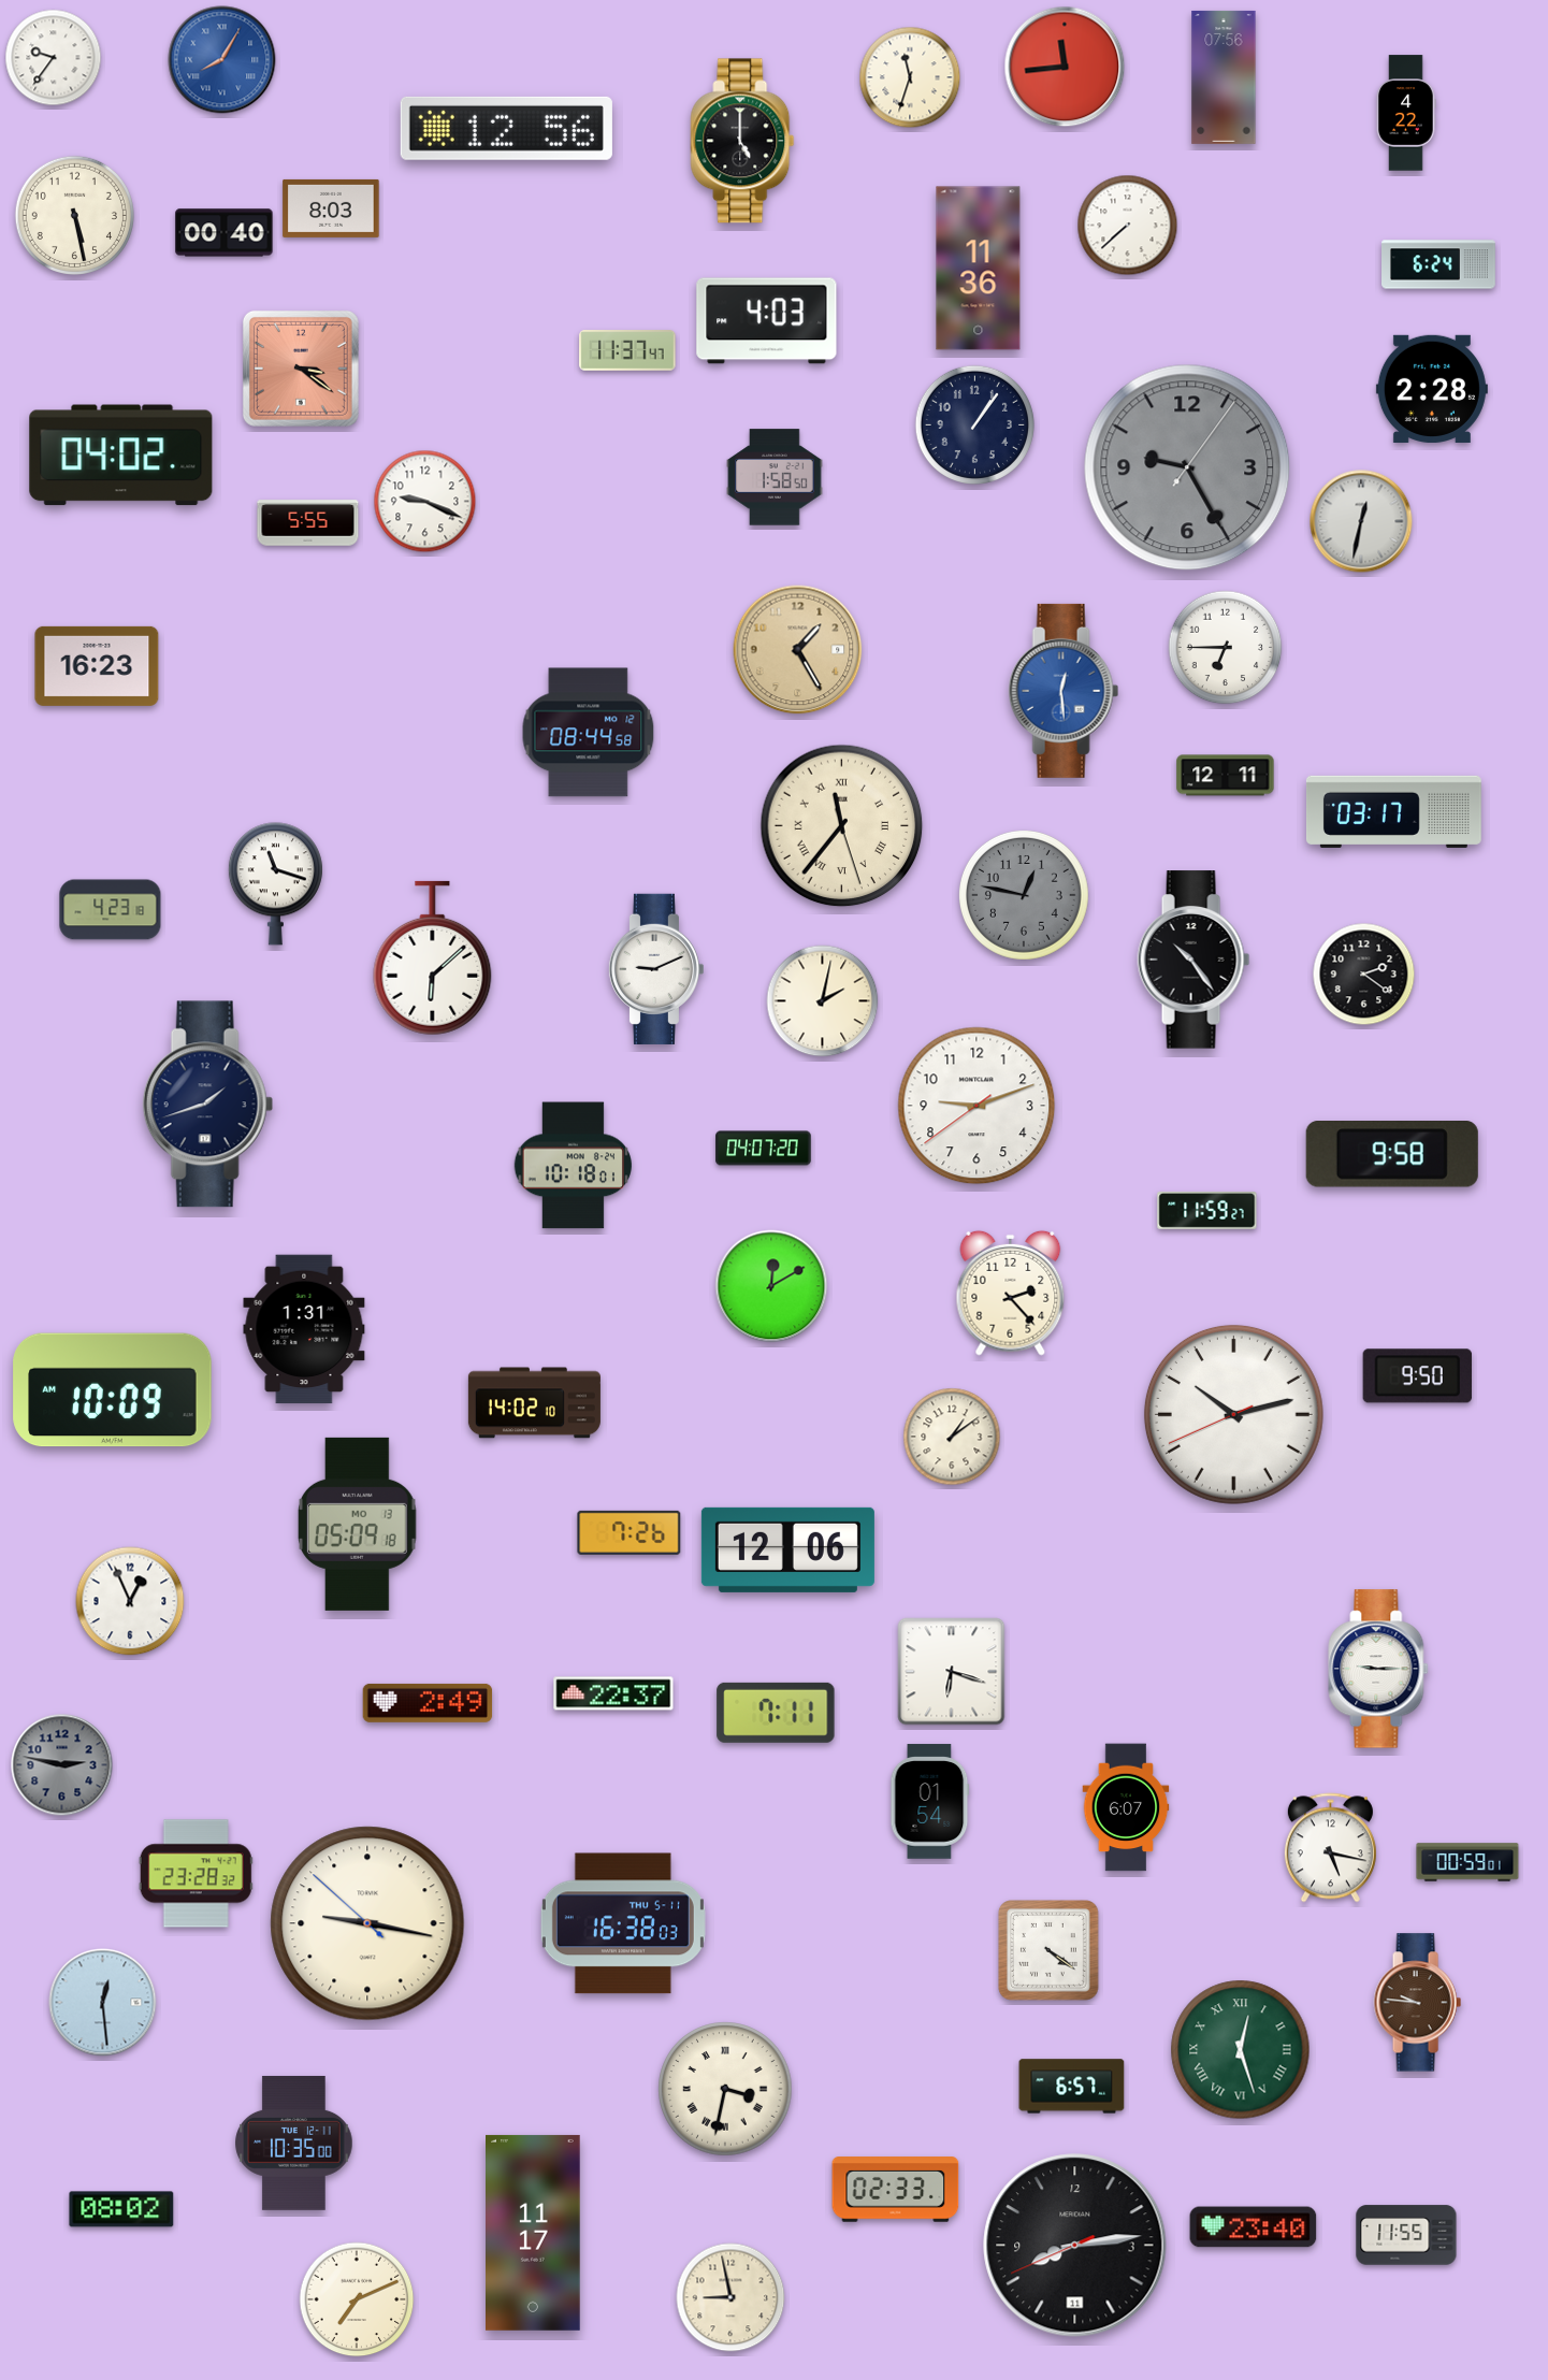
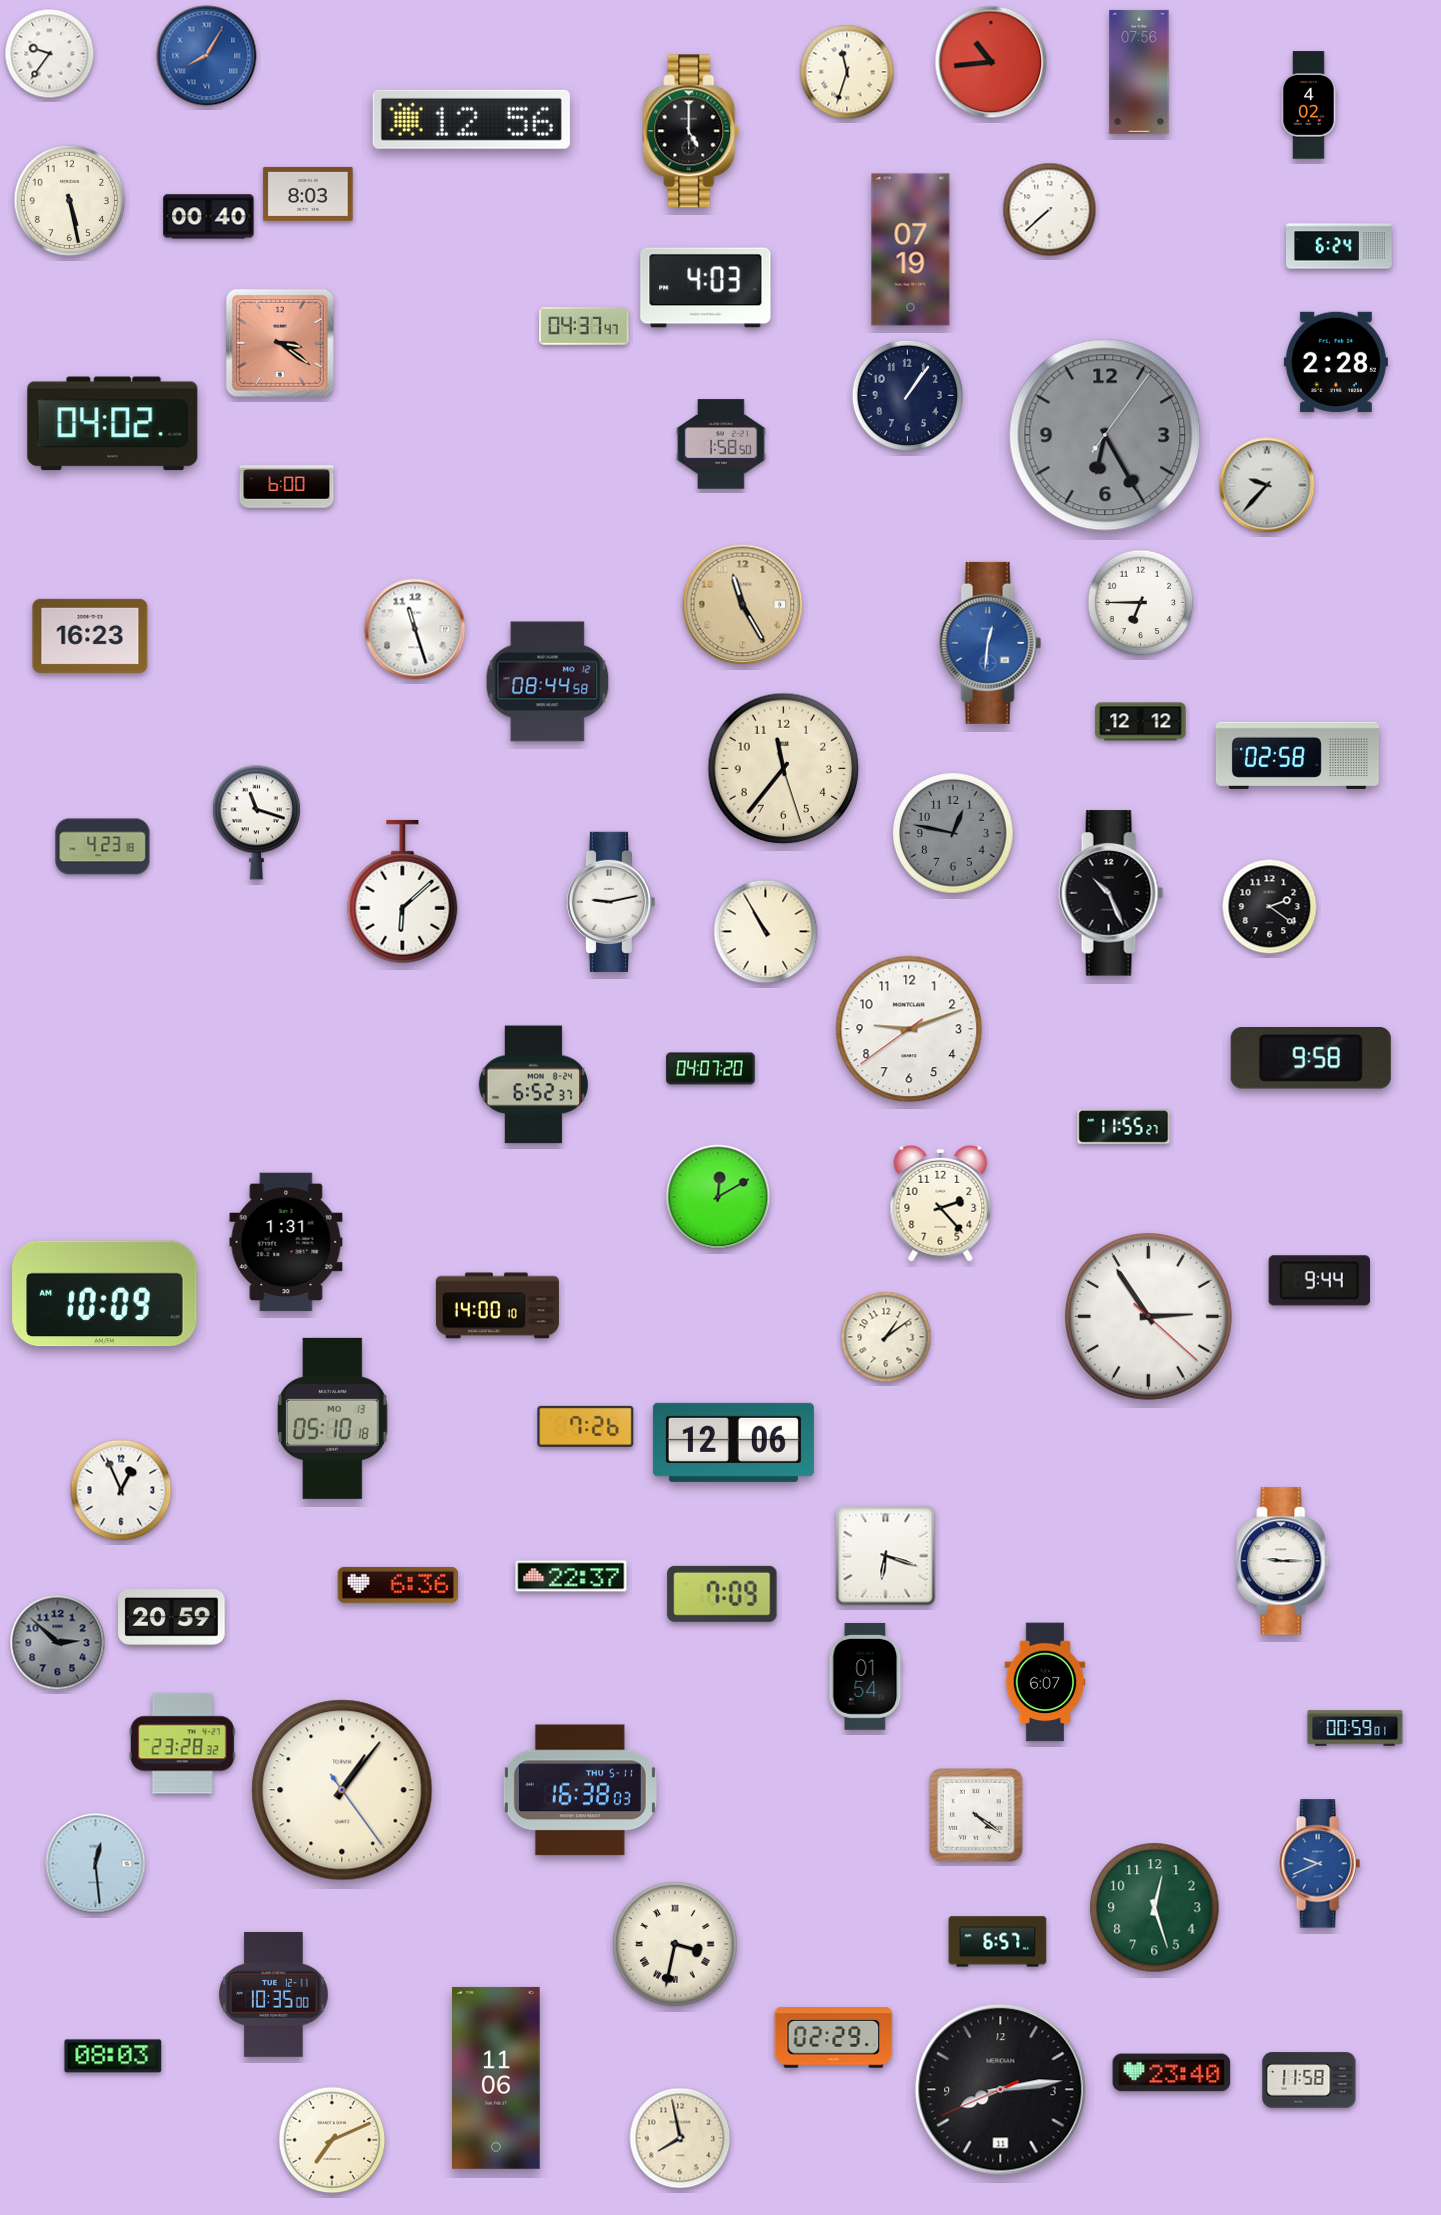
clock at (1065, 67): 11:44 -> 10:44
clock at (1406, 113): 4:22 -> 4:02
clock at (979, 269): 11:36 -> 07:19
clock at (767, 321) position: (767, 321) -> (706, 288)
clock at (627, 350): 11:37 -> 04:37
clock at (1432, 389) position: (1432, 389) -> (1336, 362)
clock at (1187, 467): 9:25 -> 6:25
clock at (425, 502): 9:19 -> none
clock at (1361, 521): 12:32 -> 9:37
clock at (308, 523): 5:55 -> 6:00
clock at (798, 650): 1:25 -> 11:25
clock at (97, 666) position: (97, 666) -> (90, 636)
clock at (415, 629): none -> 11:27
clock at (1064, 691): 12:29 -> 12:31
clock at (1226, 776): 12:11 -> 12:12
clock at (1393, 811): 03:17 -> 02:58
clock at (842, 826) numerals: Roman -> Arabic
clock at (1193, 960): 10:24 -> 10:26
clock at (655, 969): 9:11 -> 9:13
clock at (823, 1001): 2:02 -> 10:55
clock at (207, 1105): 1:42 -> none
clock at (1392, 1155) position: (1392, 1155) -> (1311, 1059)
clock at (573, 1166): 10:18 -> 6:52
clock at (1207, 1211): 11:59 -> 11:55
clock at (304, 1329) position: (304, 1329) -> (286, 1242)
clock at (1417, 1376): 9:50 -> 9:44
clock at (534, 1403): 14:02 -> 14:00
clock at (1233, 1414): 10:12 -> 2:54
clock at (357, 1524): 05:09 -> 05:10
clock at (1378, 1669) position: (1378, 1669) -> (1283, 1561)
clock at (428, 1703): 2:49 -> 6:36
clock at (776, 1713): 7:11 -> 7:09
clock at (172, 1618): none -> 20:59
clock at (62, 1765): 2:47 -> 2:52
clock at (1126, 1807) position: (1126, 1807) -> (1045, 1682)
clock at (1330, 1848): 5:17 -> none
clock at (1467, 1862) position: (1467, 1862) -> (1355, 1728)
clock at (367, 1923): 9:16 -> 1:06
clock at (1417, 2003): 9:46 -> 9:41
clock at (1417, 2003) dial: brown -> blue
clock at (1241, 2050) numerals: Roman -> Arabic
clock at (896, 2190): 02:33 -> 02:29
clock at (121, 2209): 08:02 -> 08:03
clock at (1254, 2227) position: (1254, 2227) -> (1172, 2073)
clock at (534, 2233): 11:17 -> 11:06
clock at (1406, 2235): 11:55 -> 11:58
clock at (730, 2297): 8:58 -> 7:58
